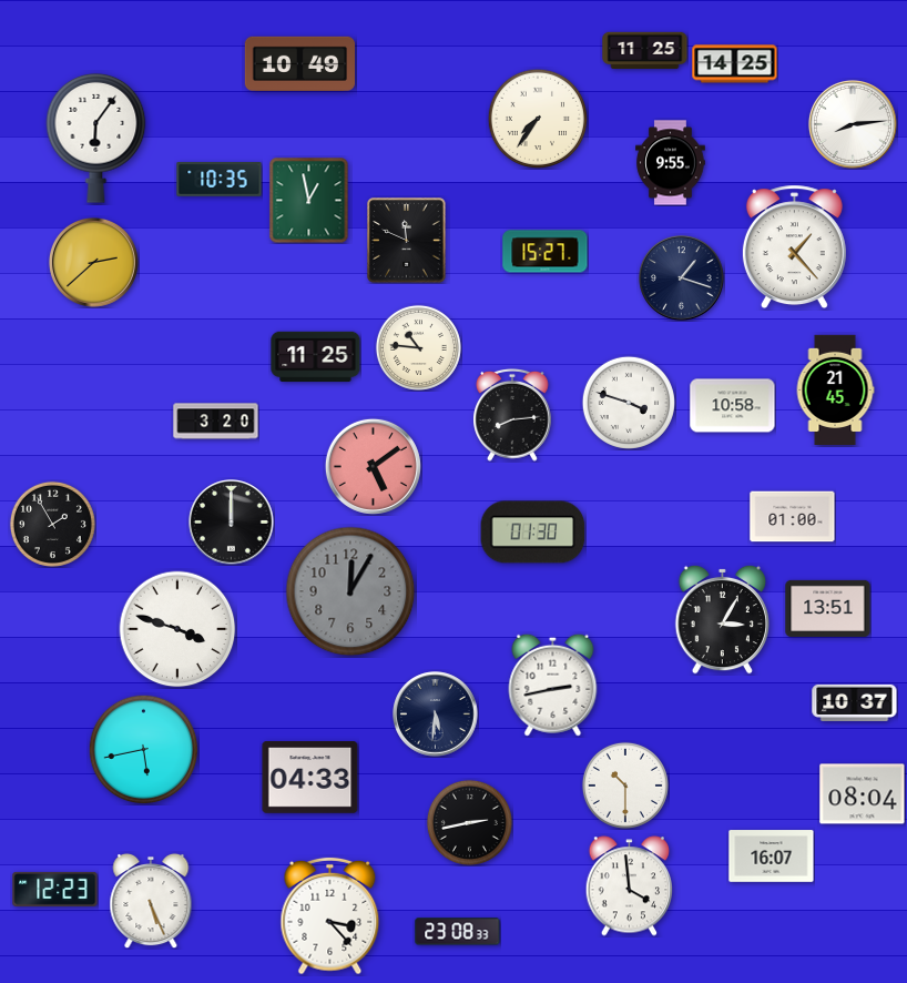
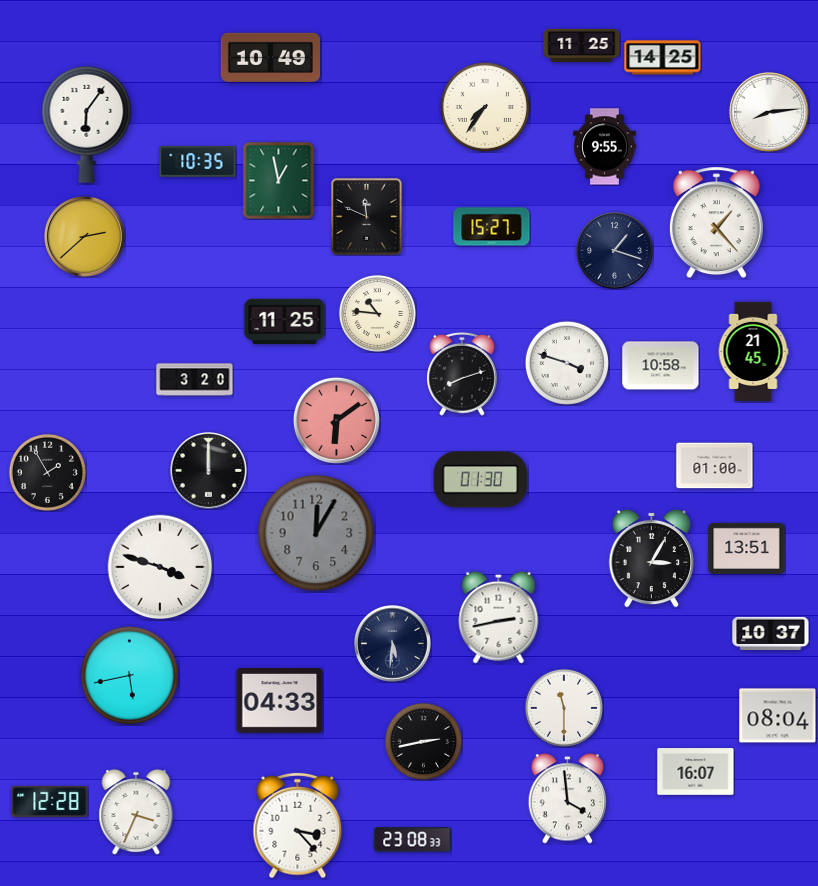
clock at (513, 415): 8:14 -> 8:12
clock at (373, 466): 5:09 -> 6:09
clock at (625, 786): 10:30 -> 11:30
clock at (55, 889): 12:23 -> 12:28
clock at (151, 901): 5:26 -> 3:34
